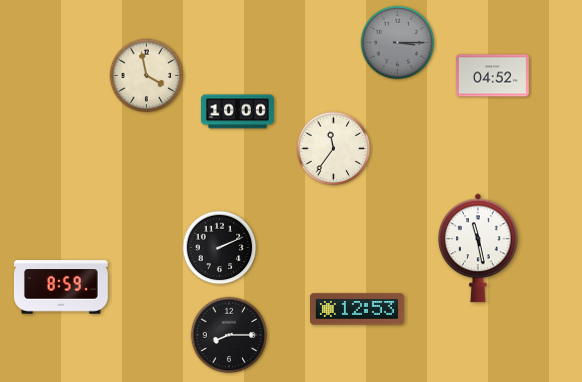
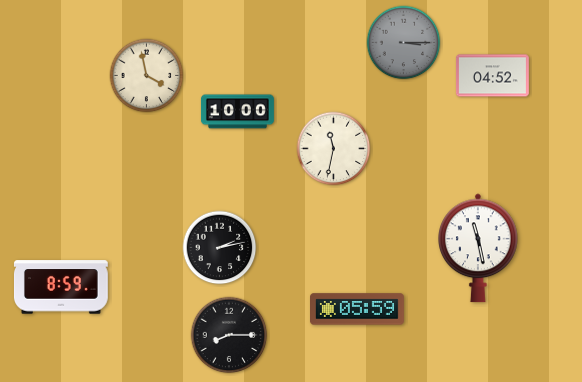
clock at (398, 43) position: (398, 43) -> (404, 43)
clock at (334, 149): 11:36 -> 11:32
clock at (220, 248): 2:11 -> 2:13
clock at (358, 309): 12:53 -> 05:59
